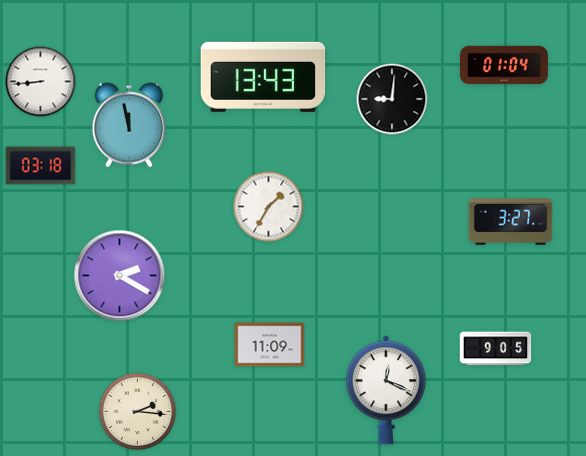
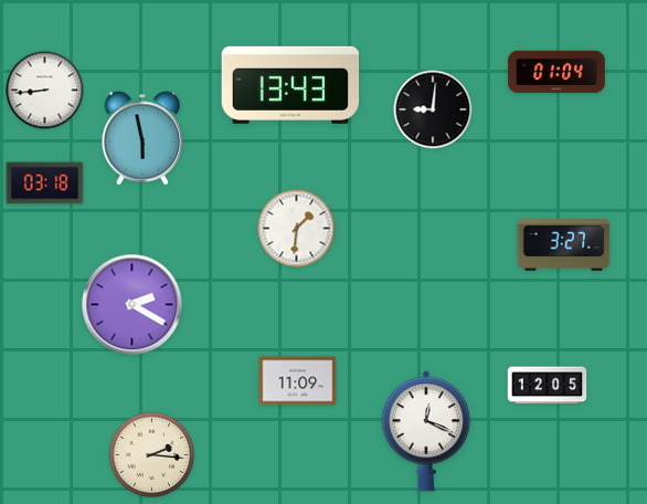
clock at (129, 125): 11:58 -> 5:58
clock at (269, 207): 1:35 -> 1:31
clock at (496, 349): 9:05 -> 12:05
